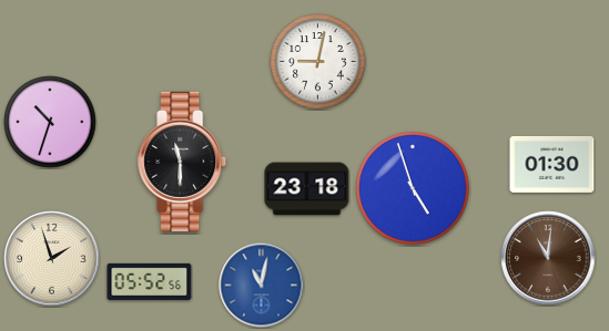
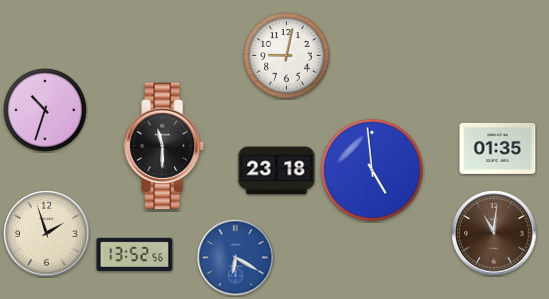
clock at (552, 164): 01:30 -> 01:35
clock at (414, 189): 4:57 -> 4:59
clock at (150, 281): 05:52 -> 13:52
clock at (262, 286): 11:02 -> 6:20
